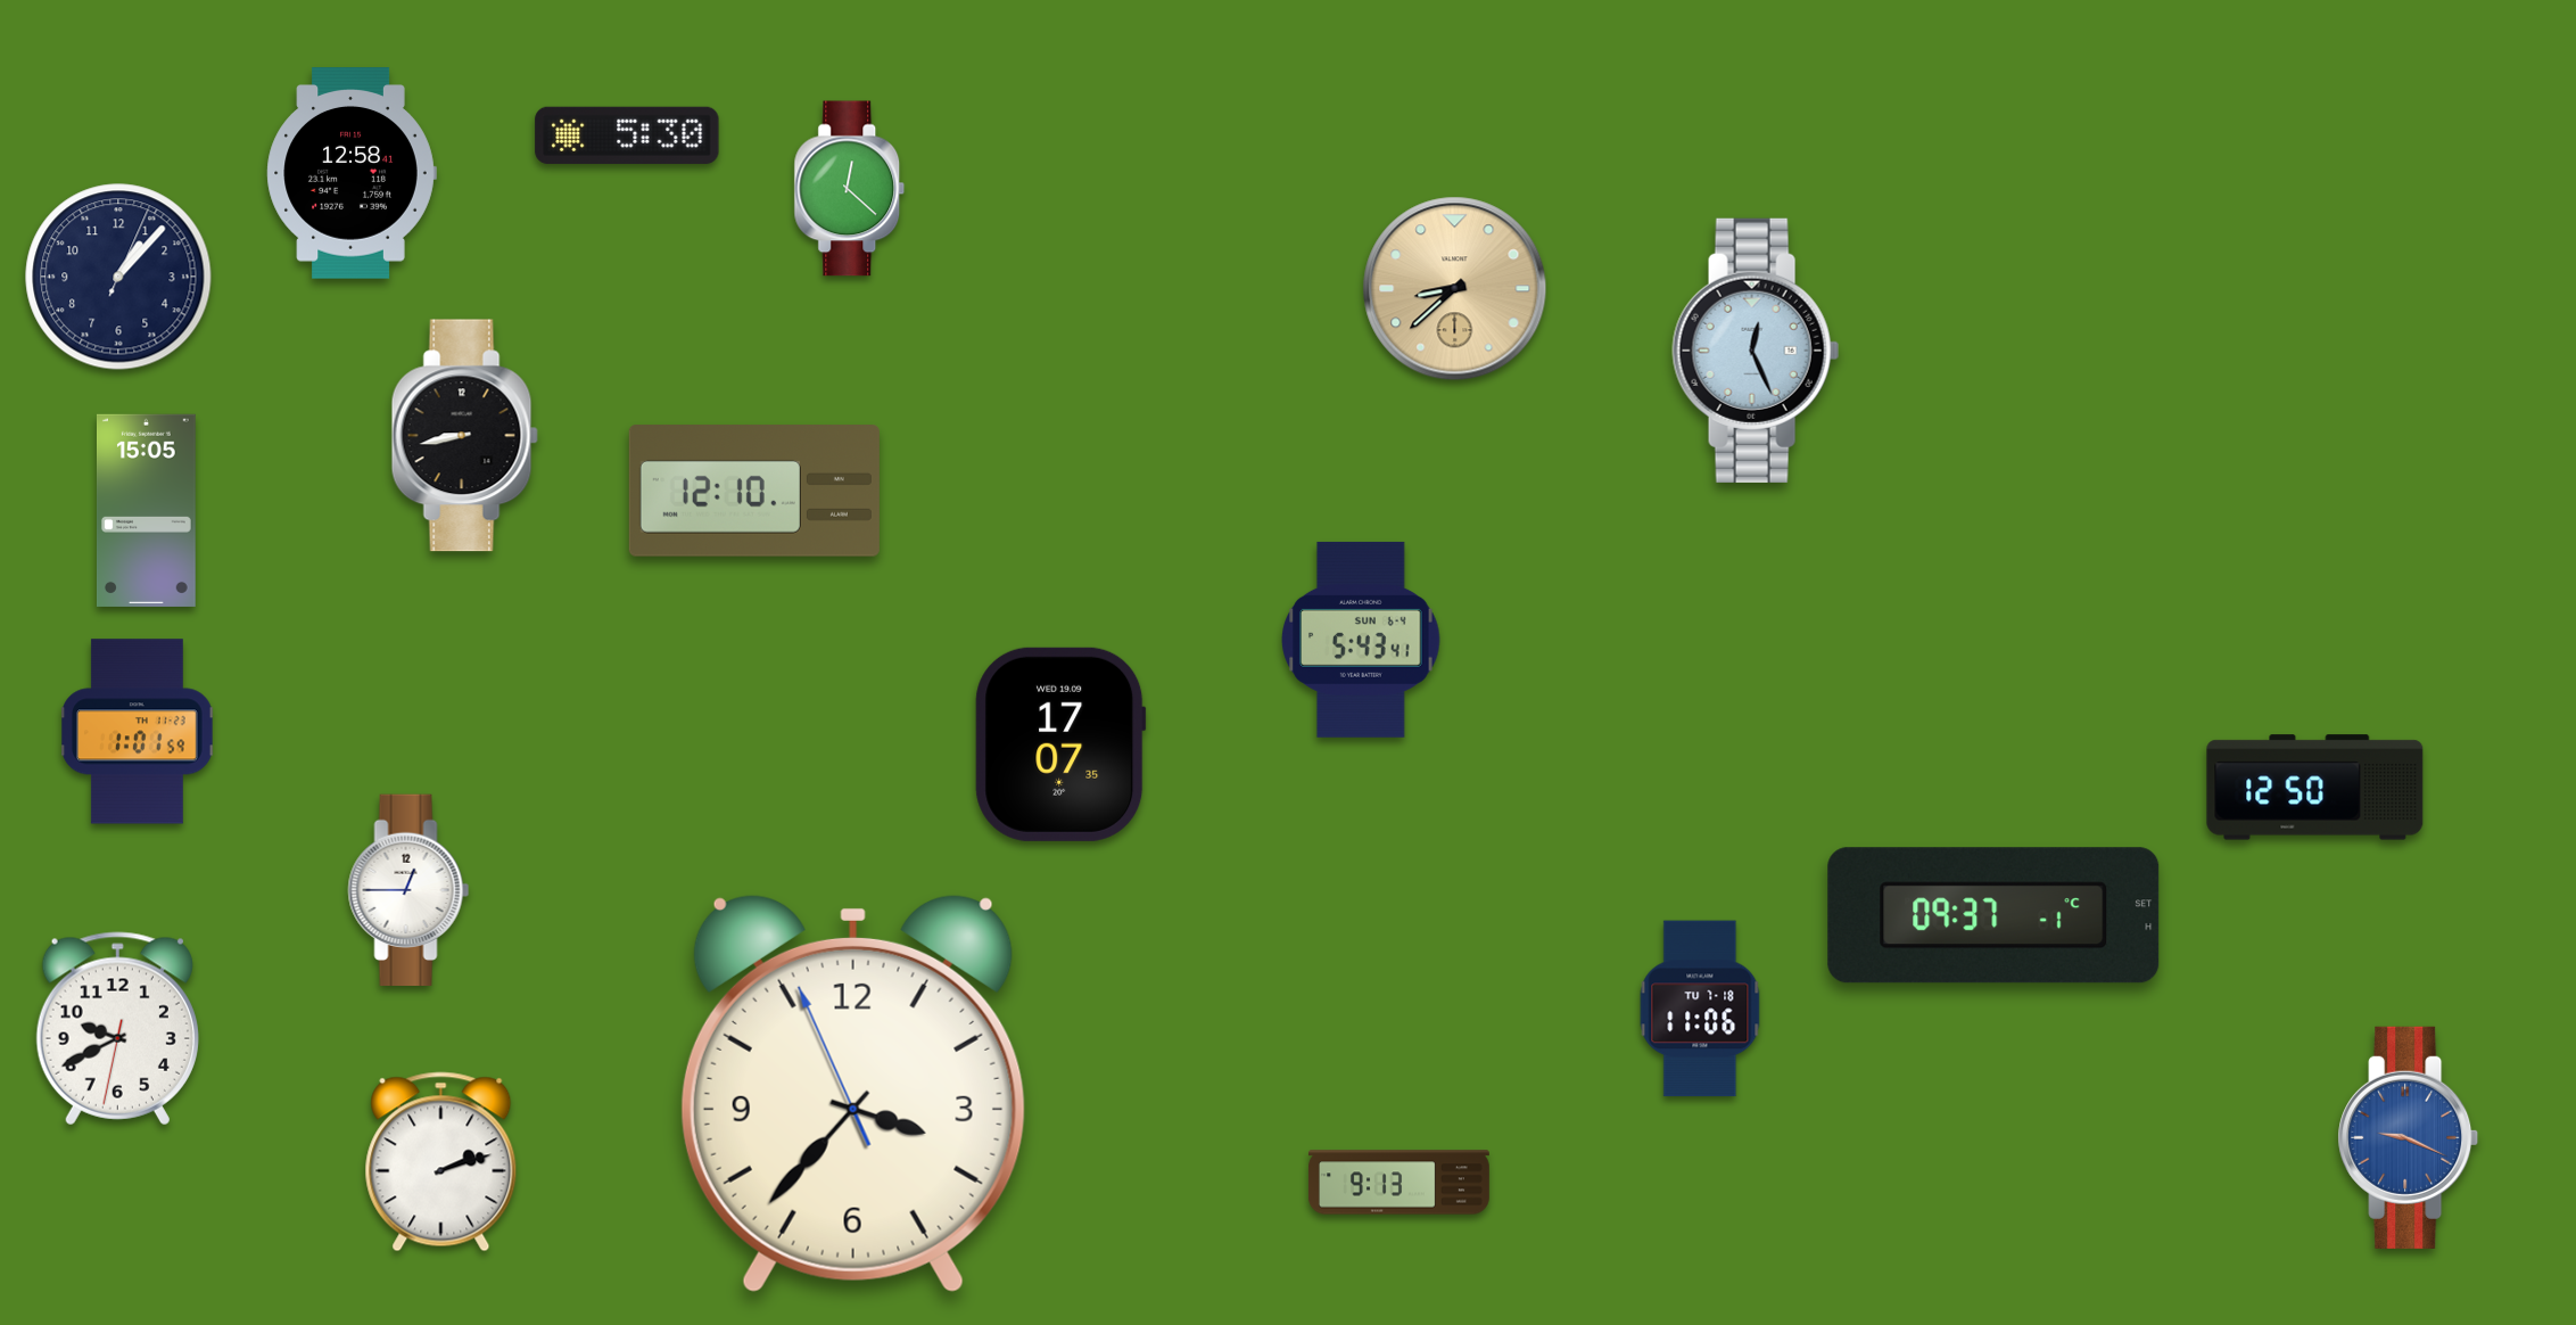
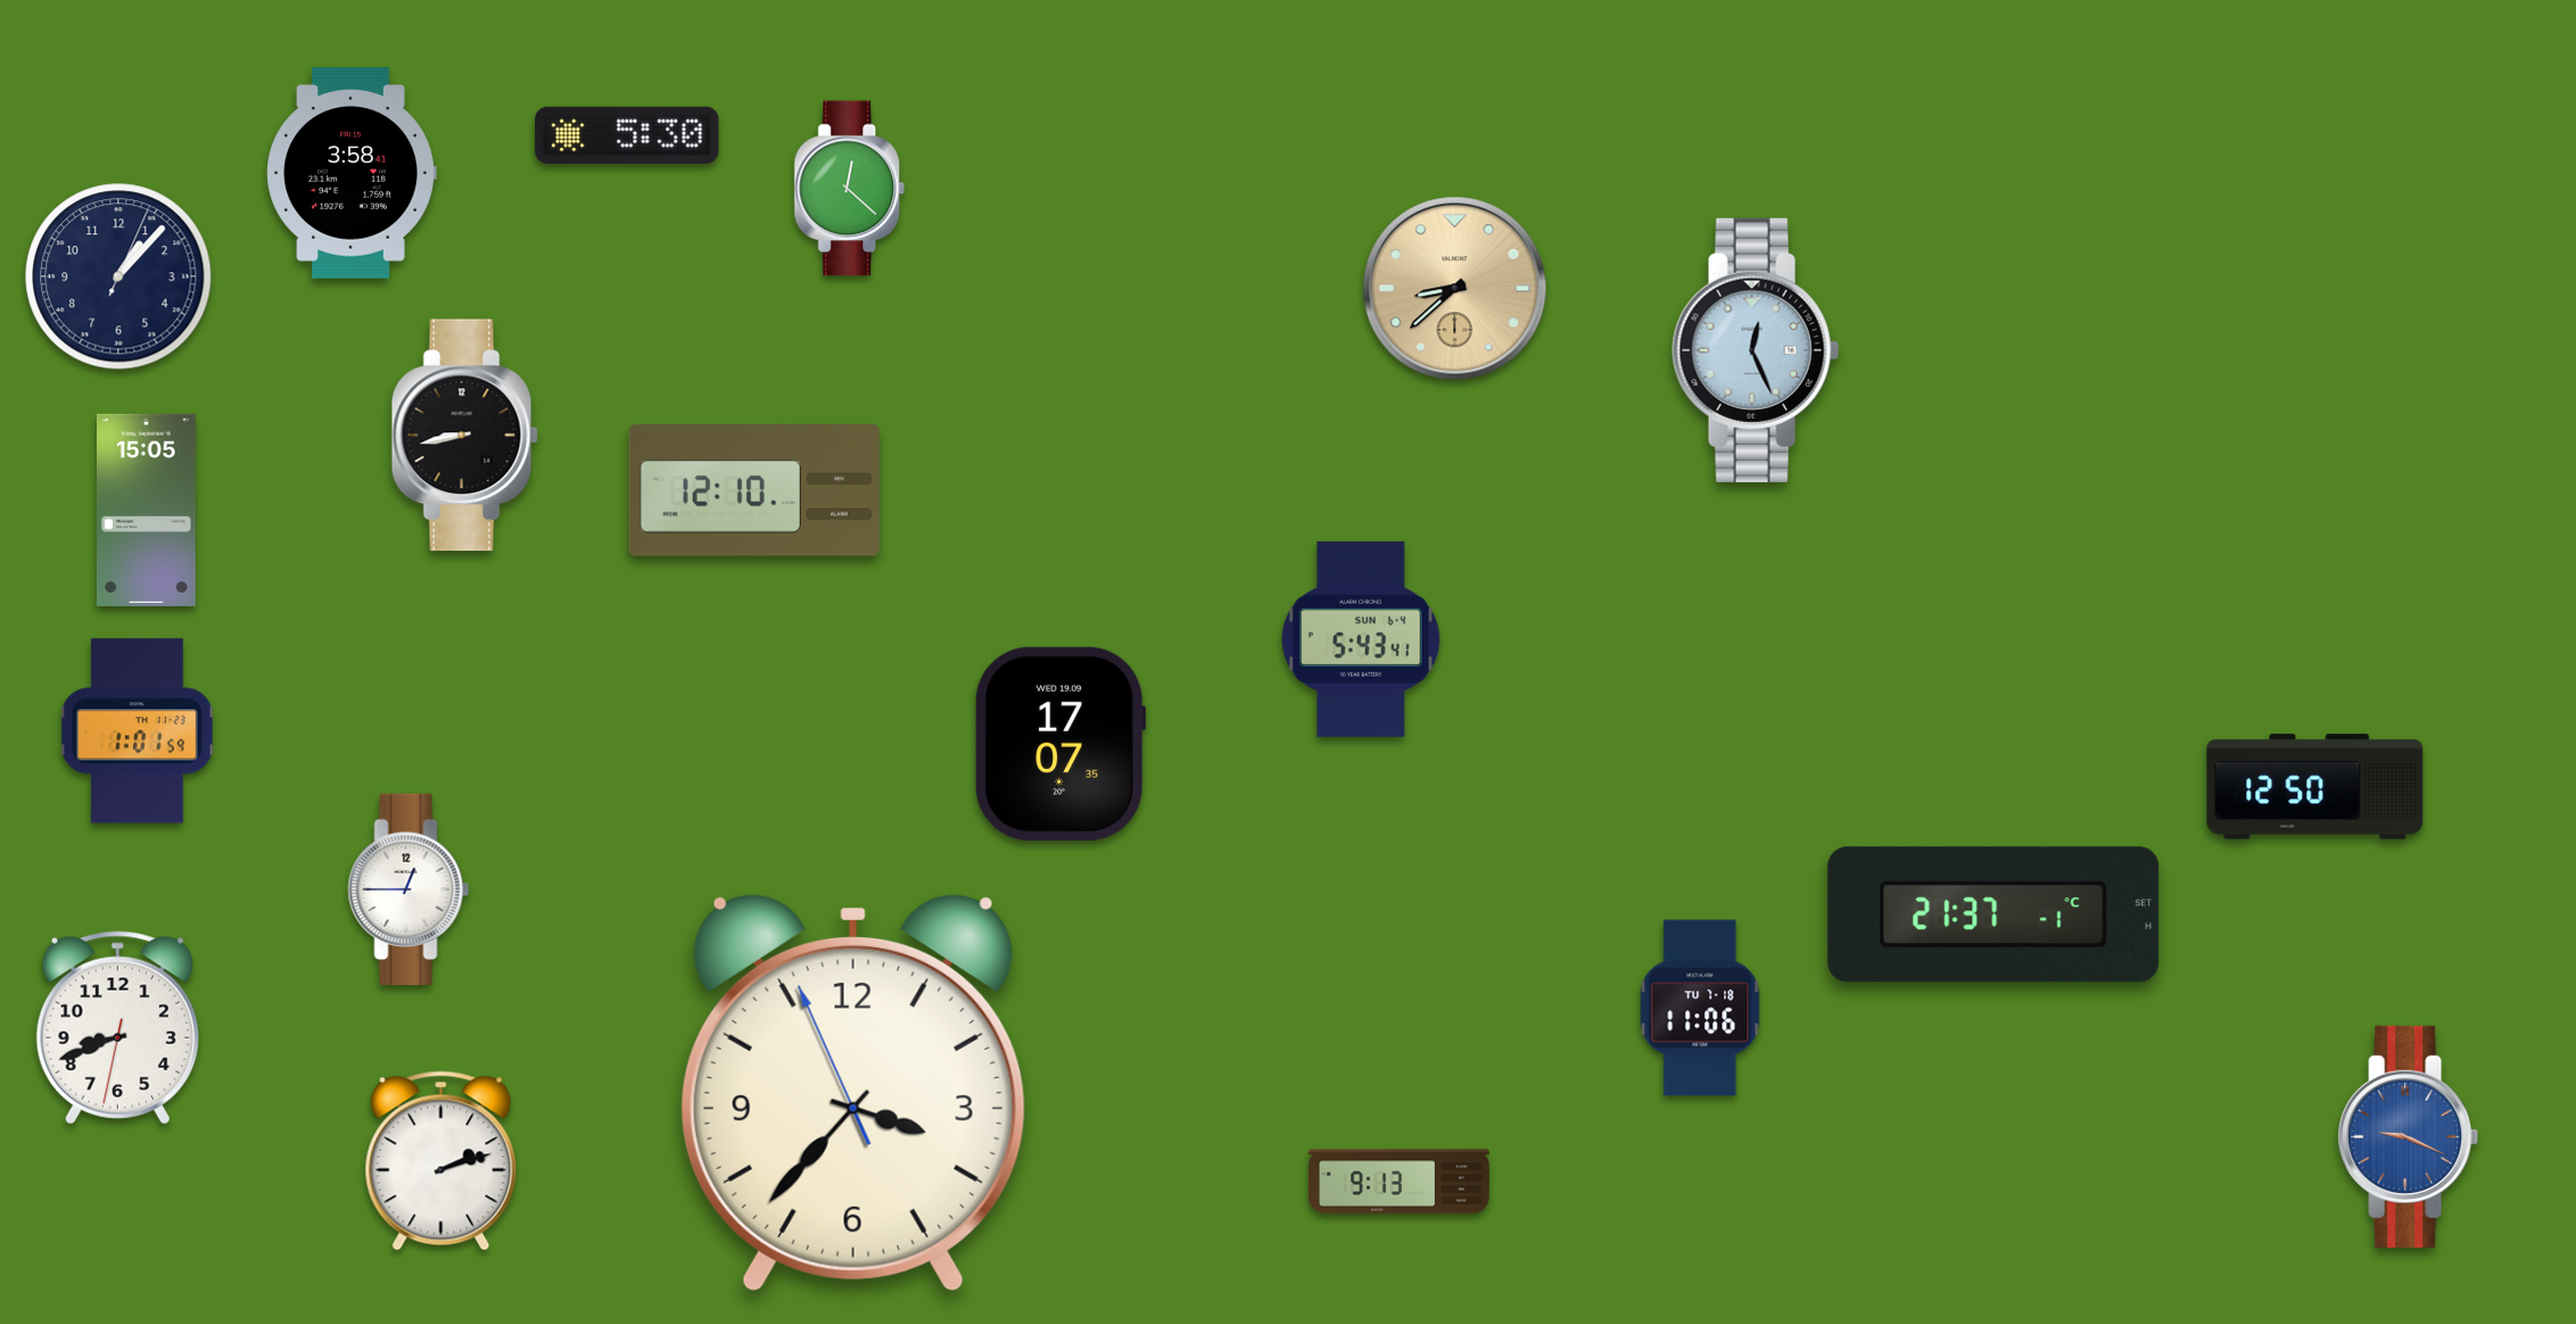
clock at (352, 173): 12:58 -> 3:58
clock at (1993, 915): 09:37 -> 21:37
clock at (117, 1029): 9:40 -> 8:41
